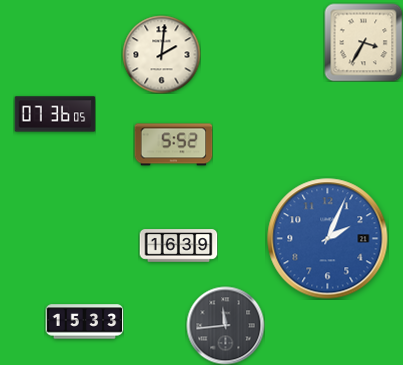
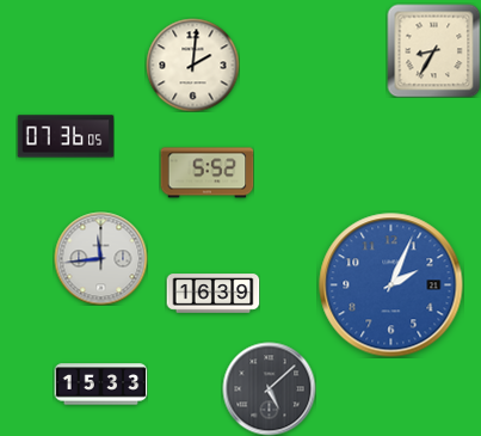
clock at (363, 42): 3:35 -> 8:35
clock at (100, 258): none -> 11:44
clock at (225, 325): 11:44 -> 5:08
